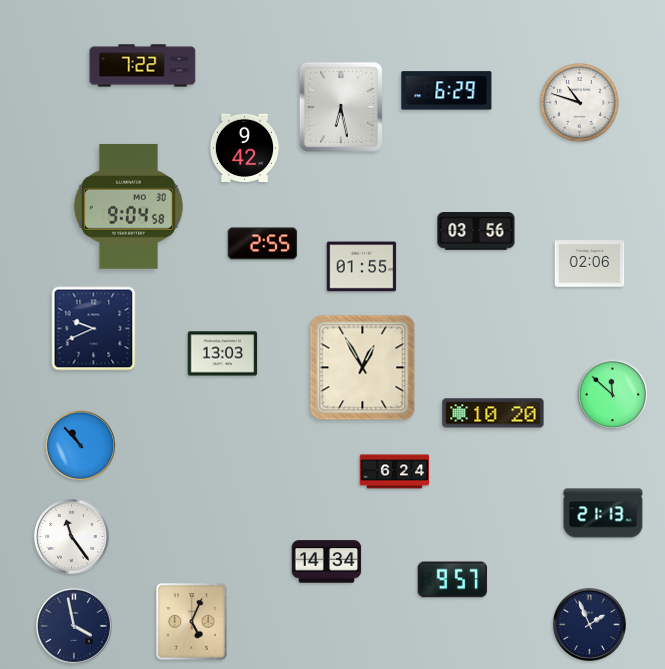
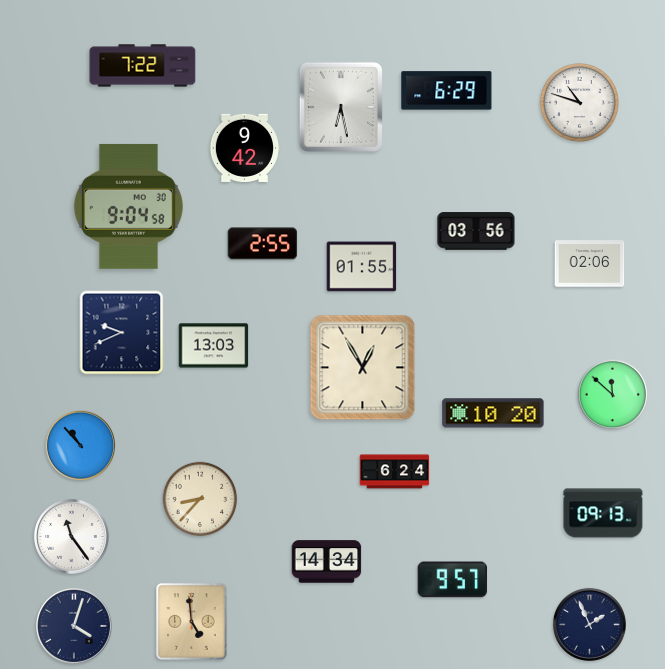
clock at (94, 329) position: (94, 329) -> (122, 333)
clock at (223, 354) position: (223, 354) -> (214, 346)
clock at (200, 499): none -> 8:37
clock at (603, 513): 21:13 -> 09:13
clock at (192, 622): 5:04 -> 4:59
clock at (75, 627): 3:58 -> 4:03
